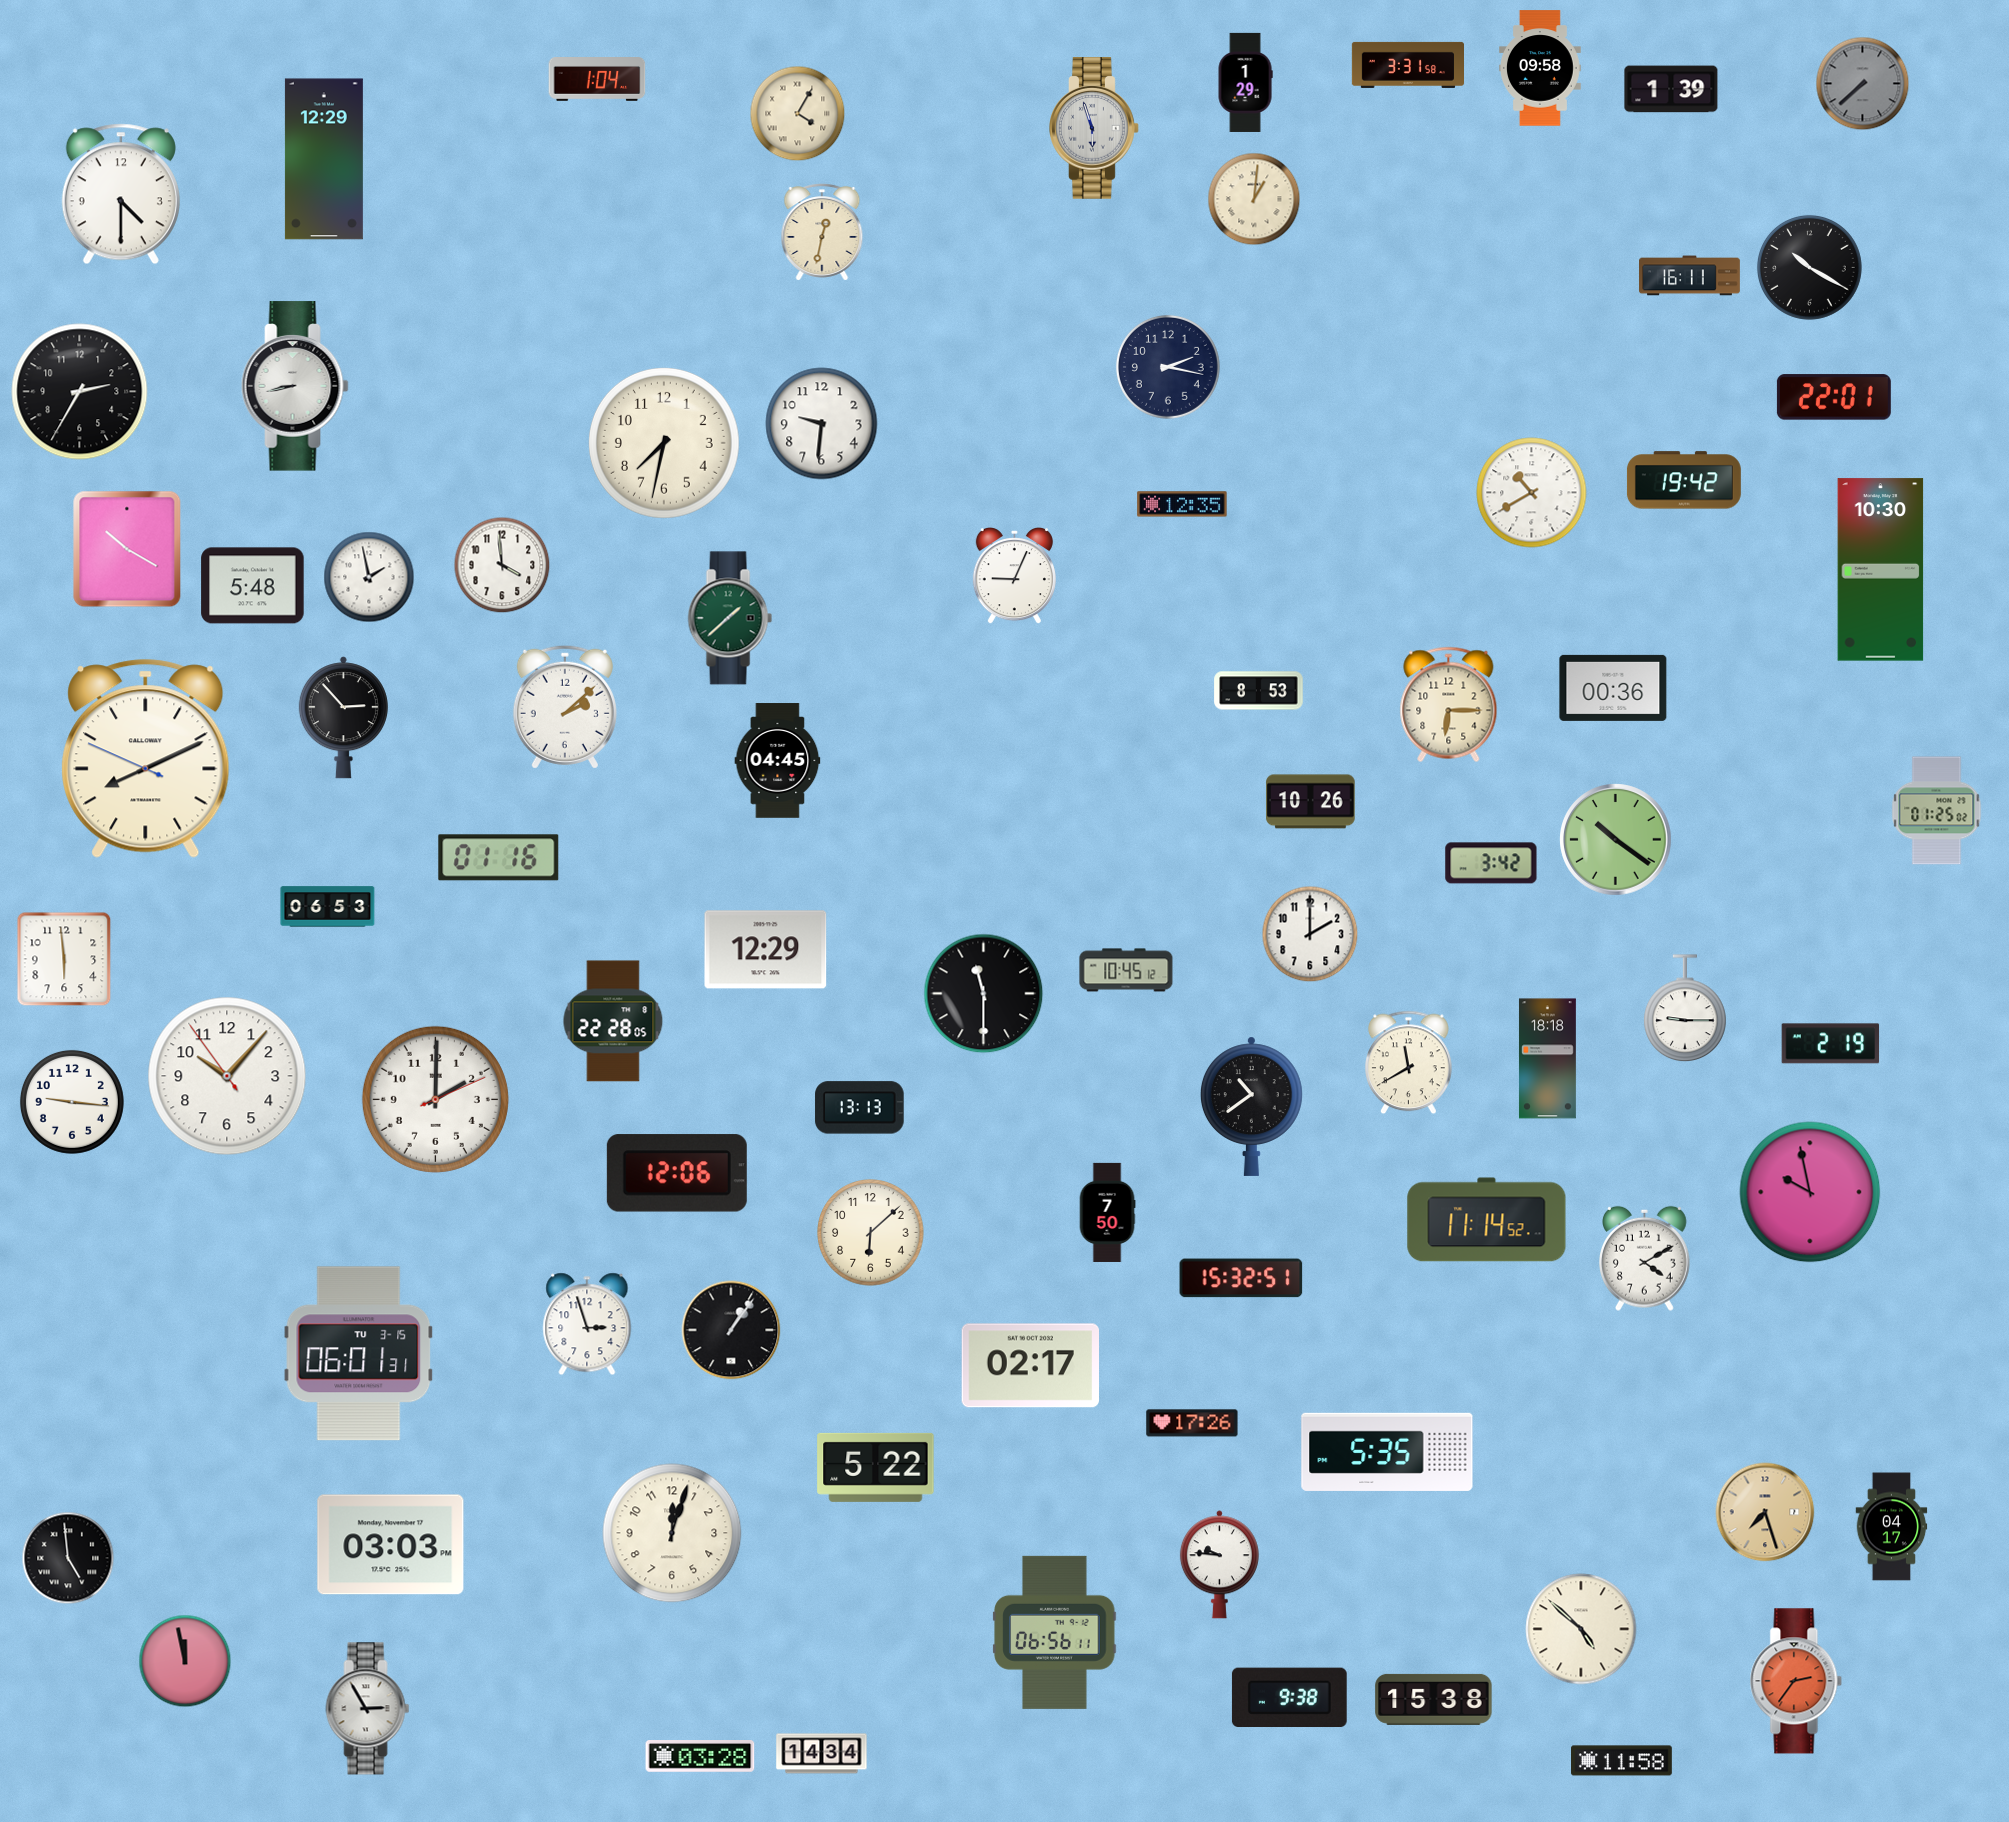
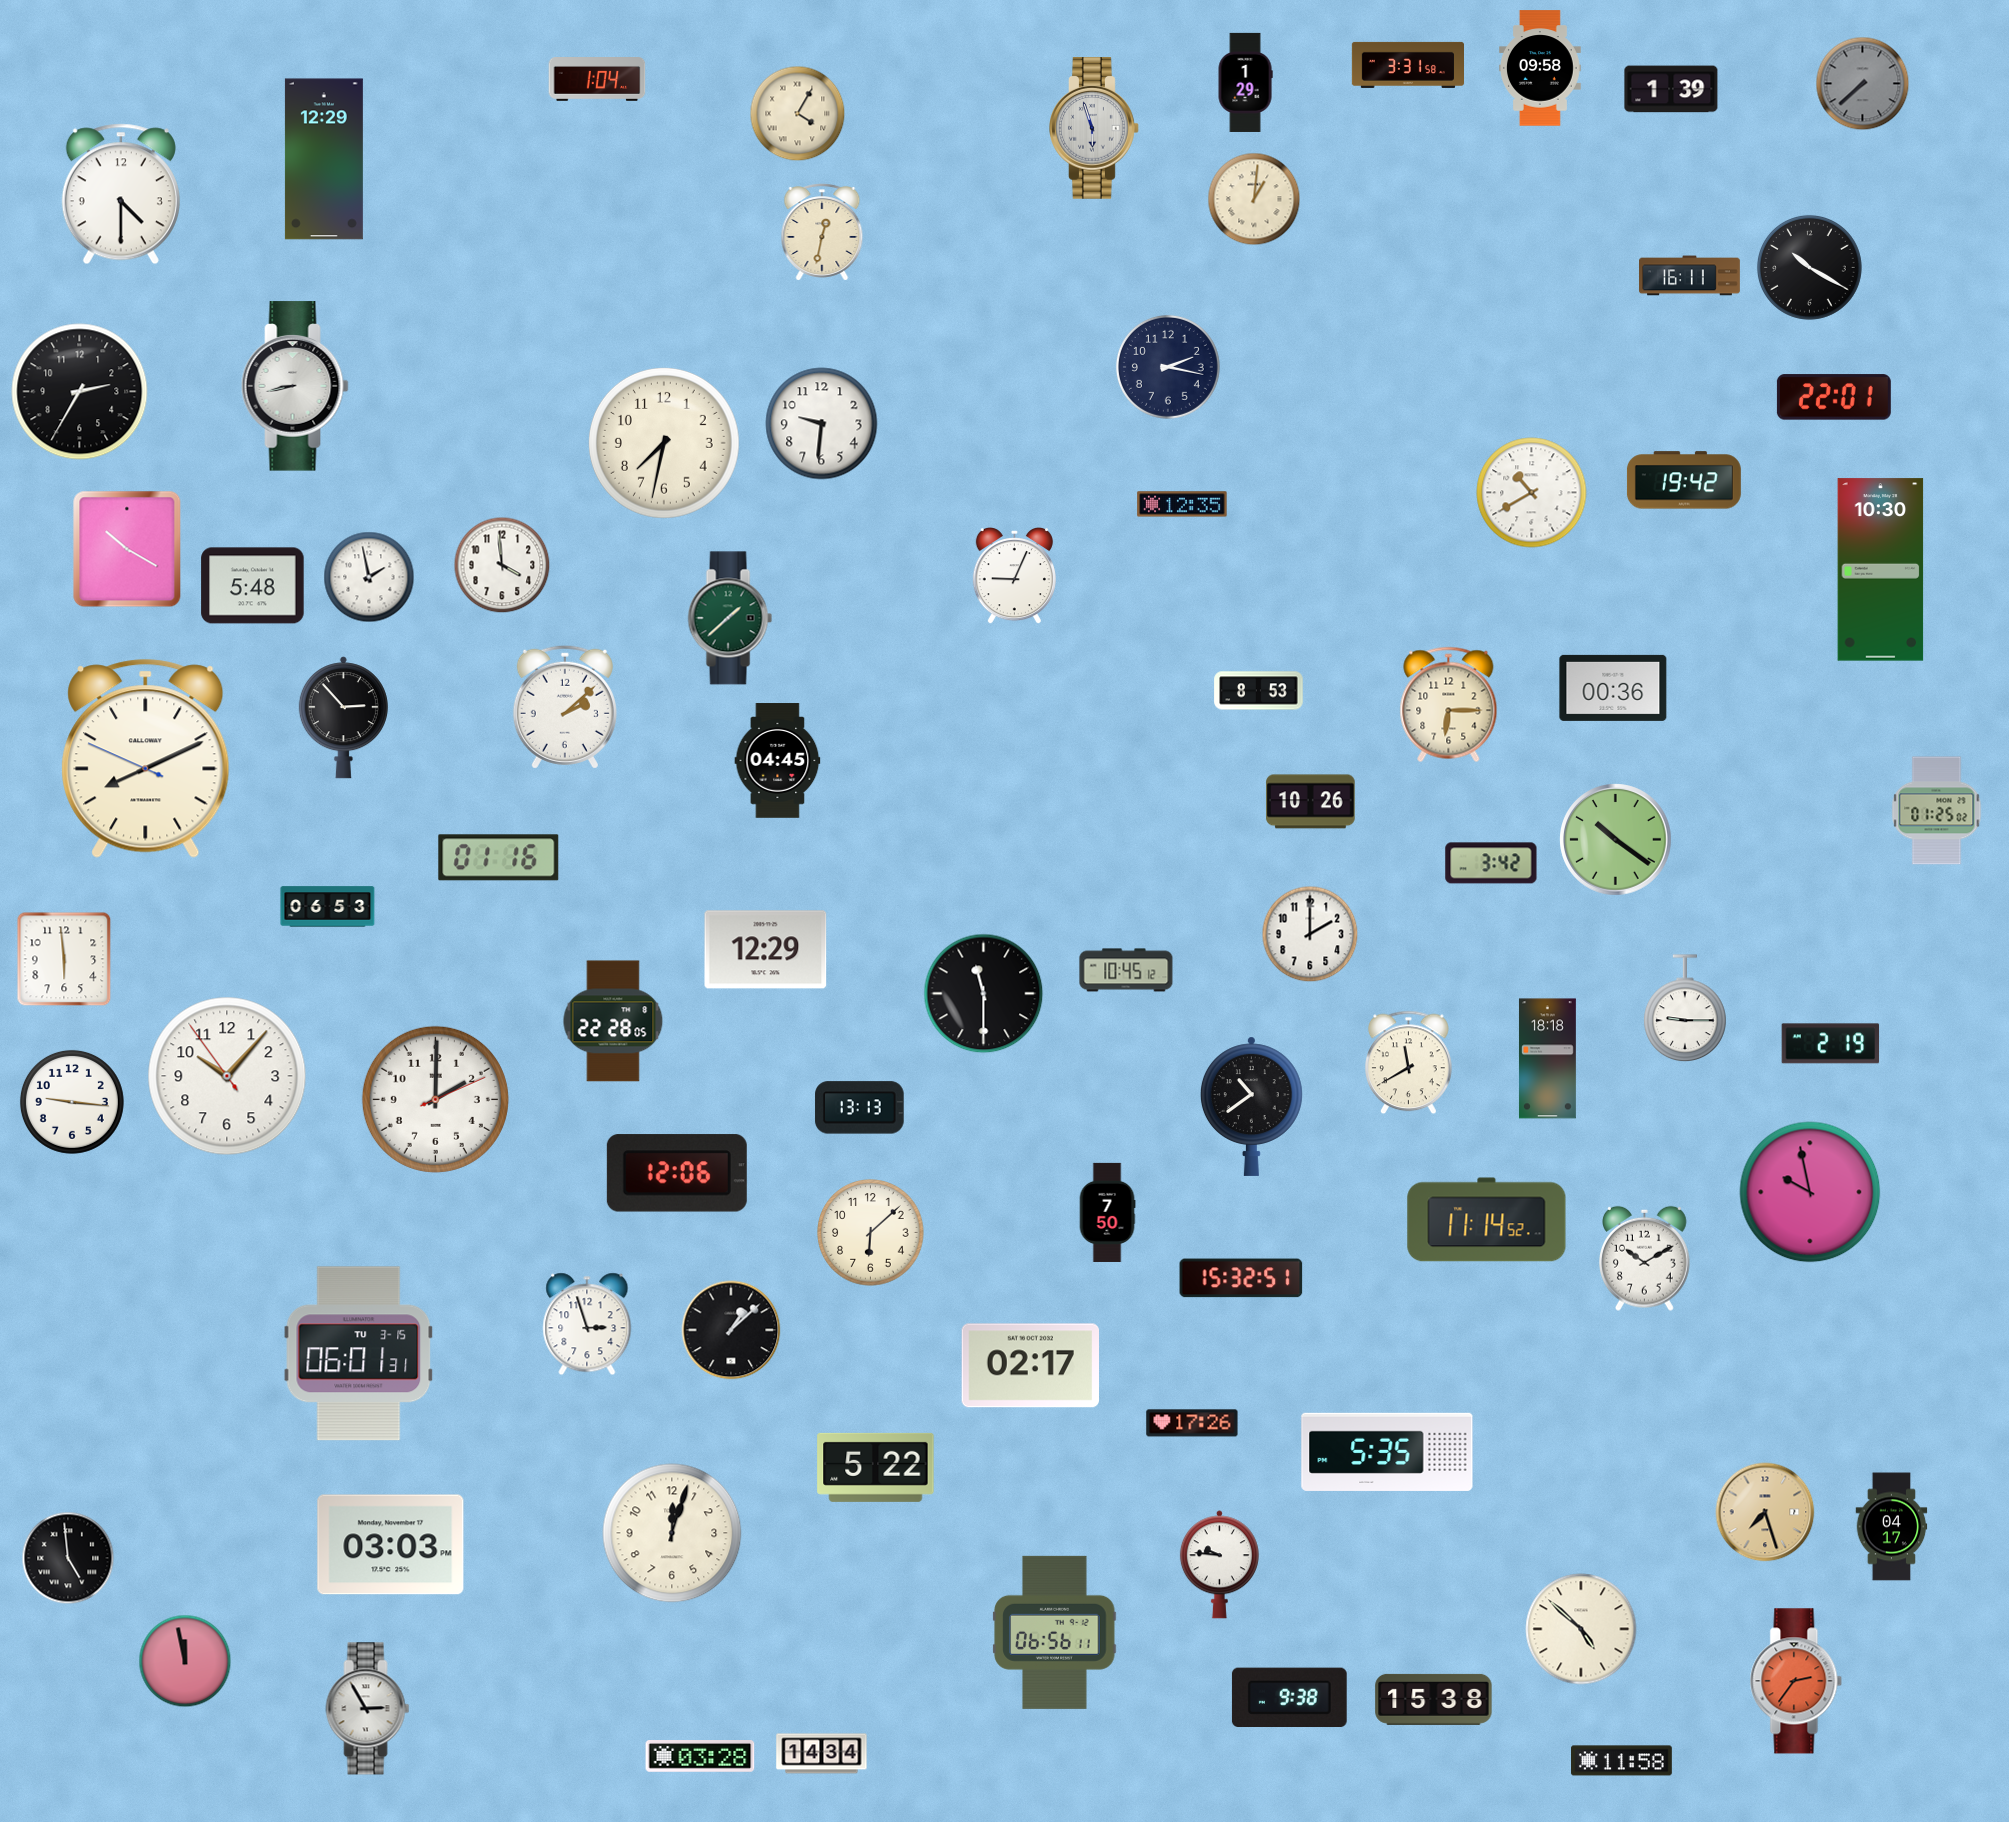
clock at (1645, 1258): 4:10 -> 10:10
clock at (731, 1330): 1:06 -> 1:08
